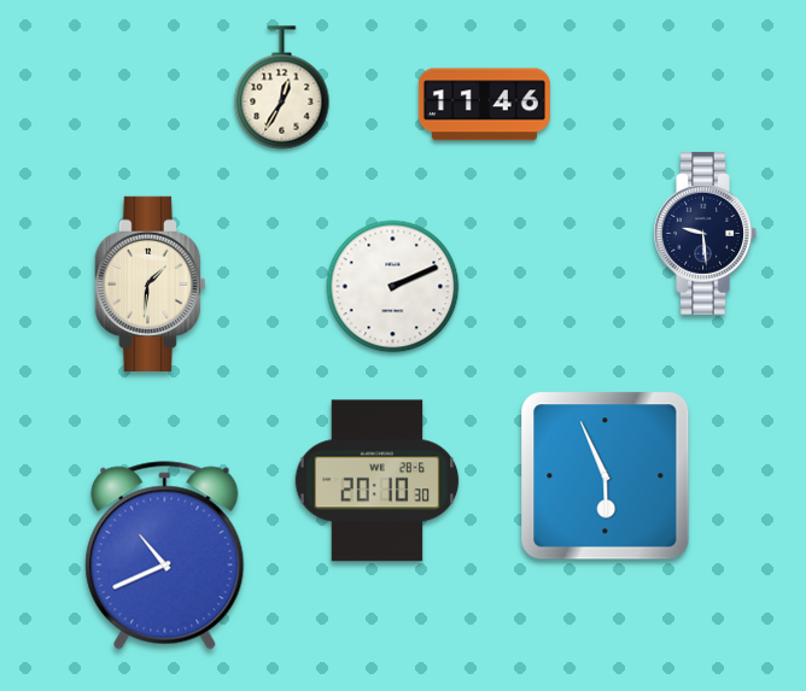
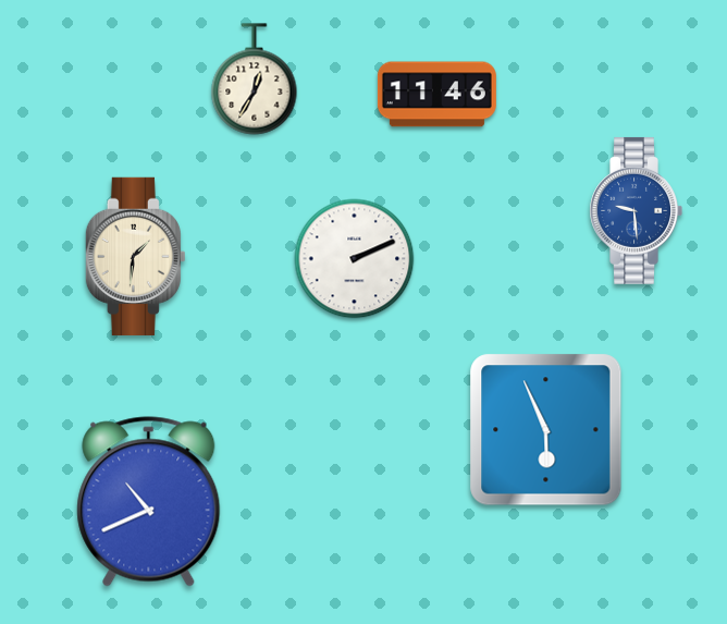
clock at (705, 233) dial: navy -> blue
clock at (378, 481): 20:10 -> none
